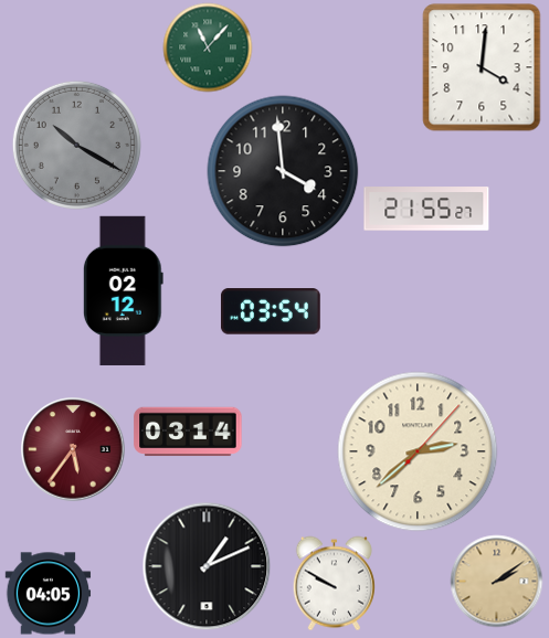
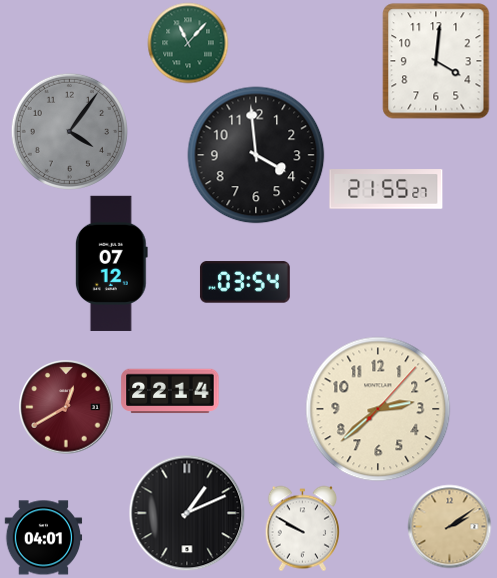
clock at (76, 145): 10:20 -> 4:06
clock at (123, 290): 02:12 -> 07:12
clock at (188, 432): 03:14 -> 22:14
clock at (73, 449): 5:36 -> 12:40
clock at (47, 594): 04:05 -> 04:01
